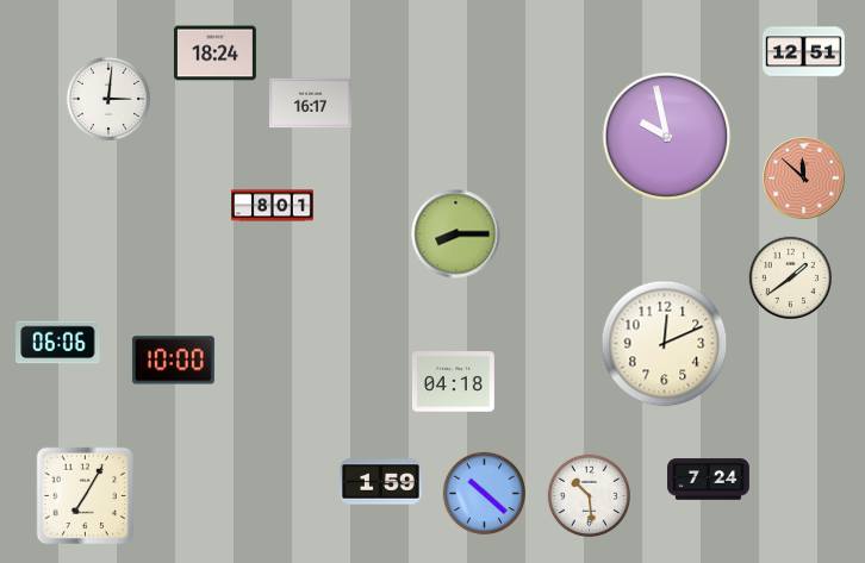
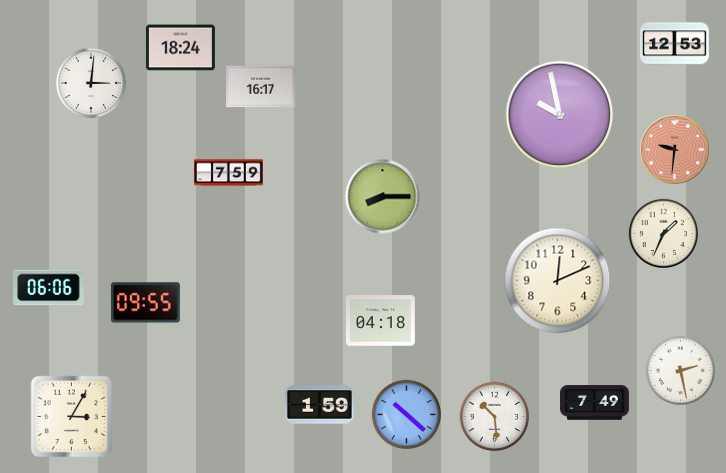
clock at (803, 52): 12:51 -> 12:53
clock at (214, 54) position: (214, 54) -> (180, 48)
clock at (804, 179): 11:52 -> 9:31
clock at (273, 206): 8:01 -> 7:59
clock at (790, 277): 1:39 -> 1:34
clock at (665, 344) position: (665, 344) -> (558, 281)
clock at (173, 361): 10:00 -> 09:55
clock at (680, 370): none -> 2:28
clock at (709, 480): 7:24 -> 7:49
clock at (86, 496): 7:05 -> 3:05
